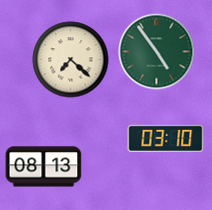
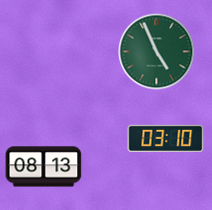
clock at (157, 52): 4:54 -> 4:56
clock at (71, 60): 7:22 -> none
